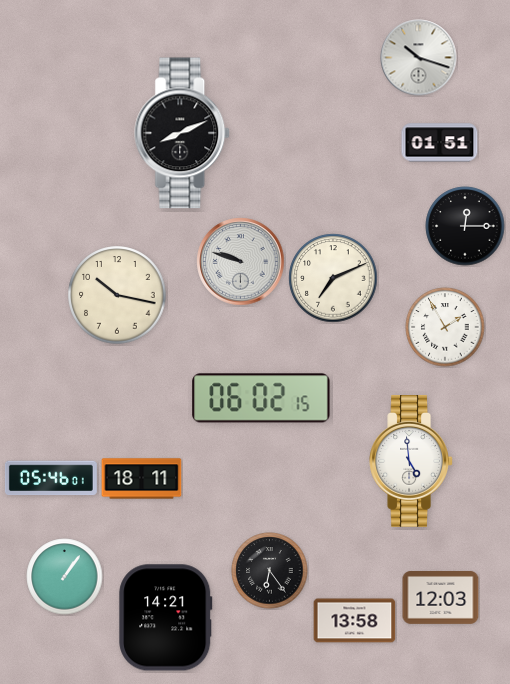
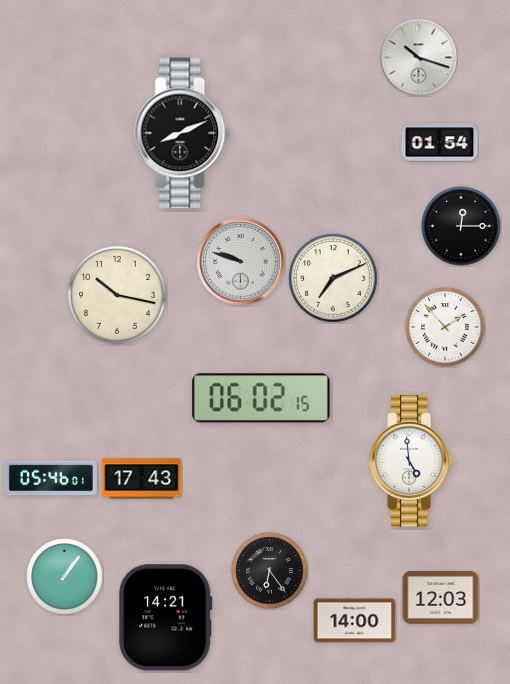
clock at (440, 143): 01:51 -> 01:54
clock at (465, 226) position: (465, 226) -> (461, 226)
clock at (445, 327): 1:55 -> 1:53
clock at (142, 479): 18:11 -> 17:43
clock at (355, 621): 13:58 -> 14:00
